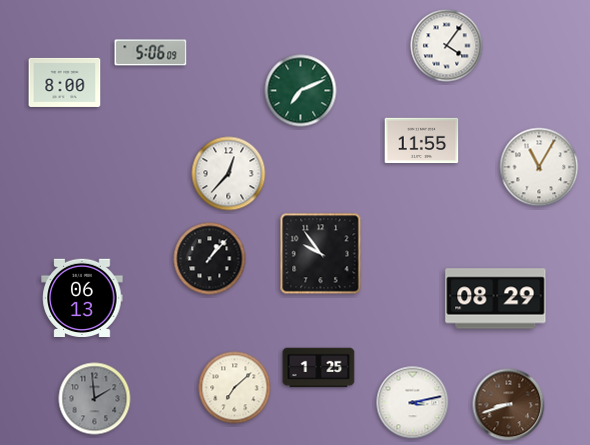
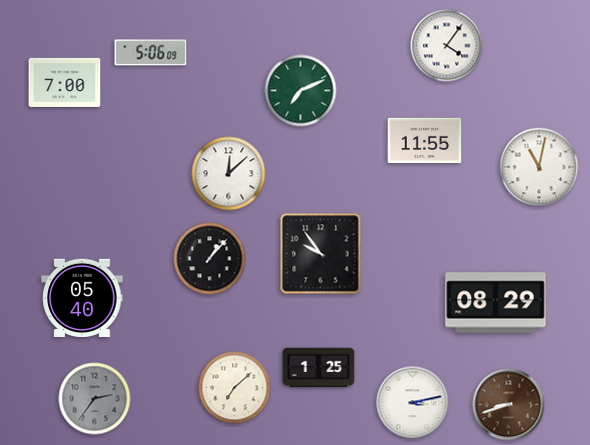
clock at (65, 82): 8:00 -> 7:00
clock at (422, 141) position: (422, 141) -> (425, 141)
clock at (539, 167): 11:05 -> 11:02
clock at (229, 174): 12:37 -> 12:08
clock at (82, 297): 06:13 -> 05:40
clock at (496, 299) position: (496, 299) -> (496, 303)
clock at (95, 399): 1:59 -> 2:36
